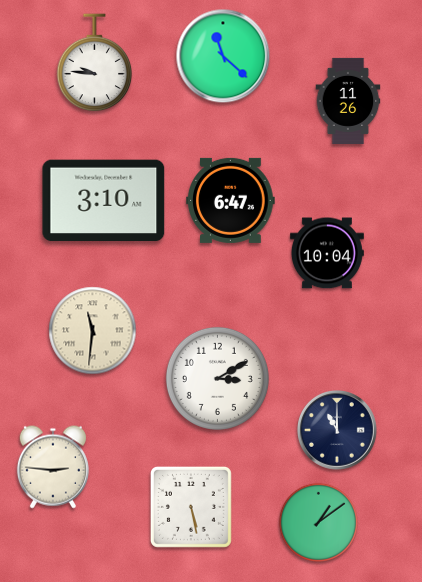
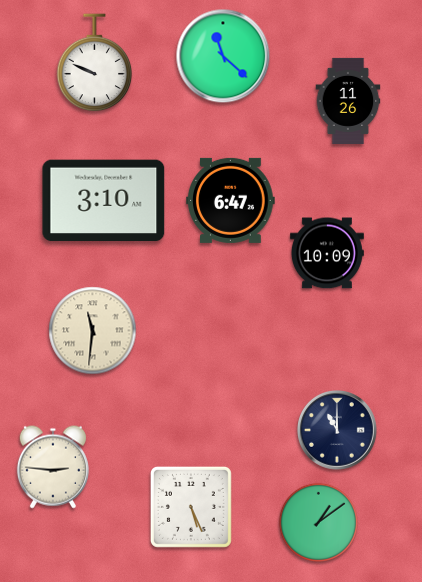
clock at (95, 63): 9:46 -> 9:49
clock at (327, 253): 10:04 -> 10:09
clock at (217, 378): 3:10 -> none
clock at (191, 507): 5:28 -> 5:26
